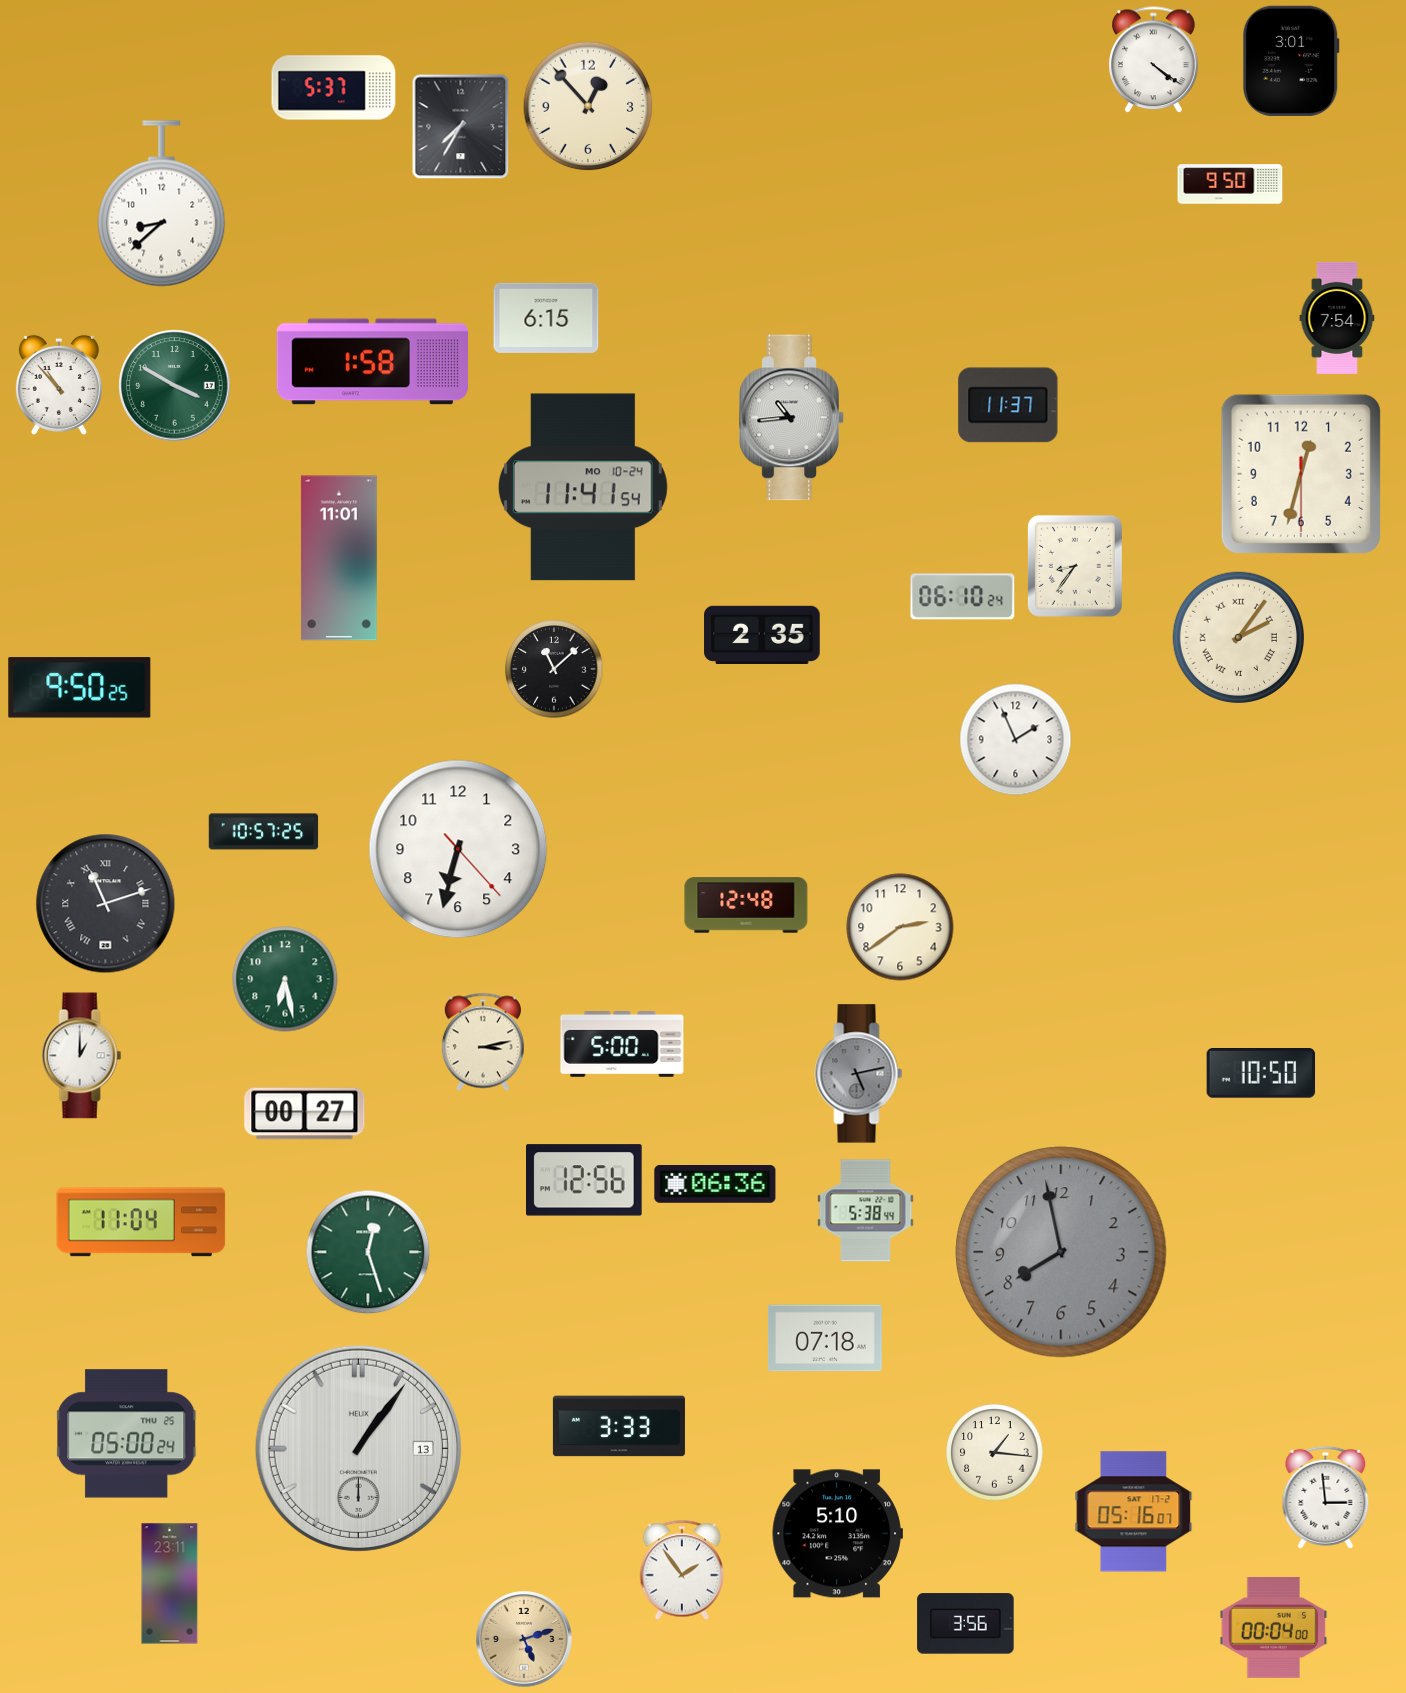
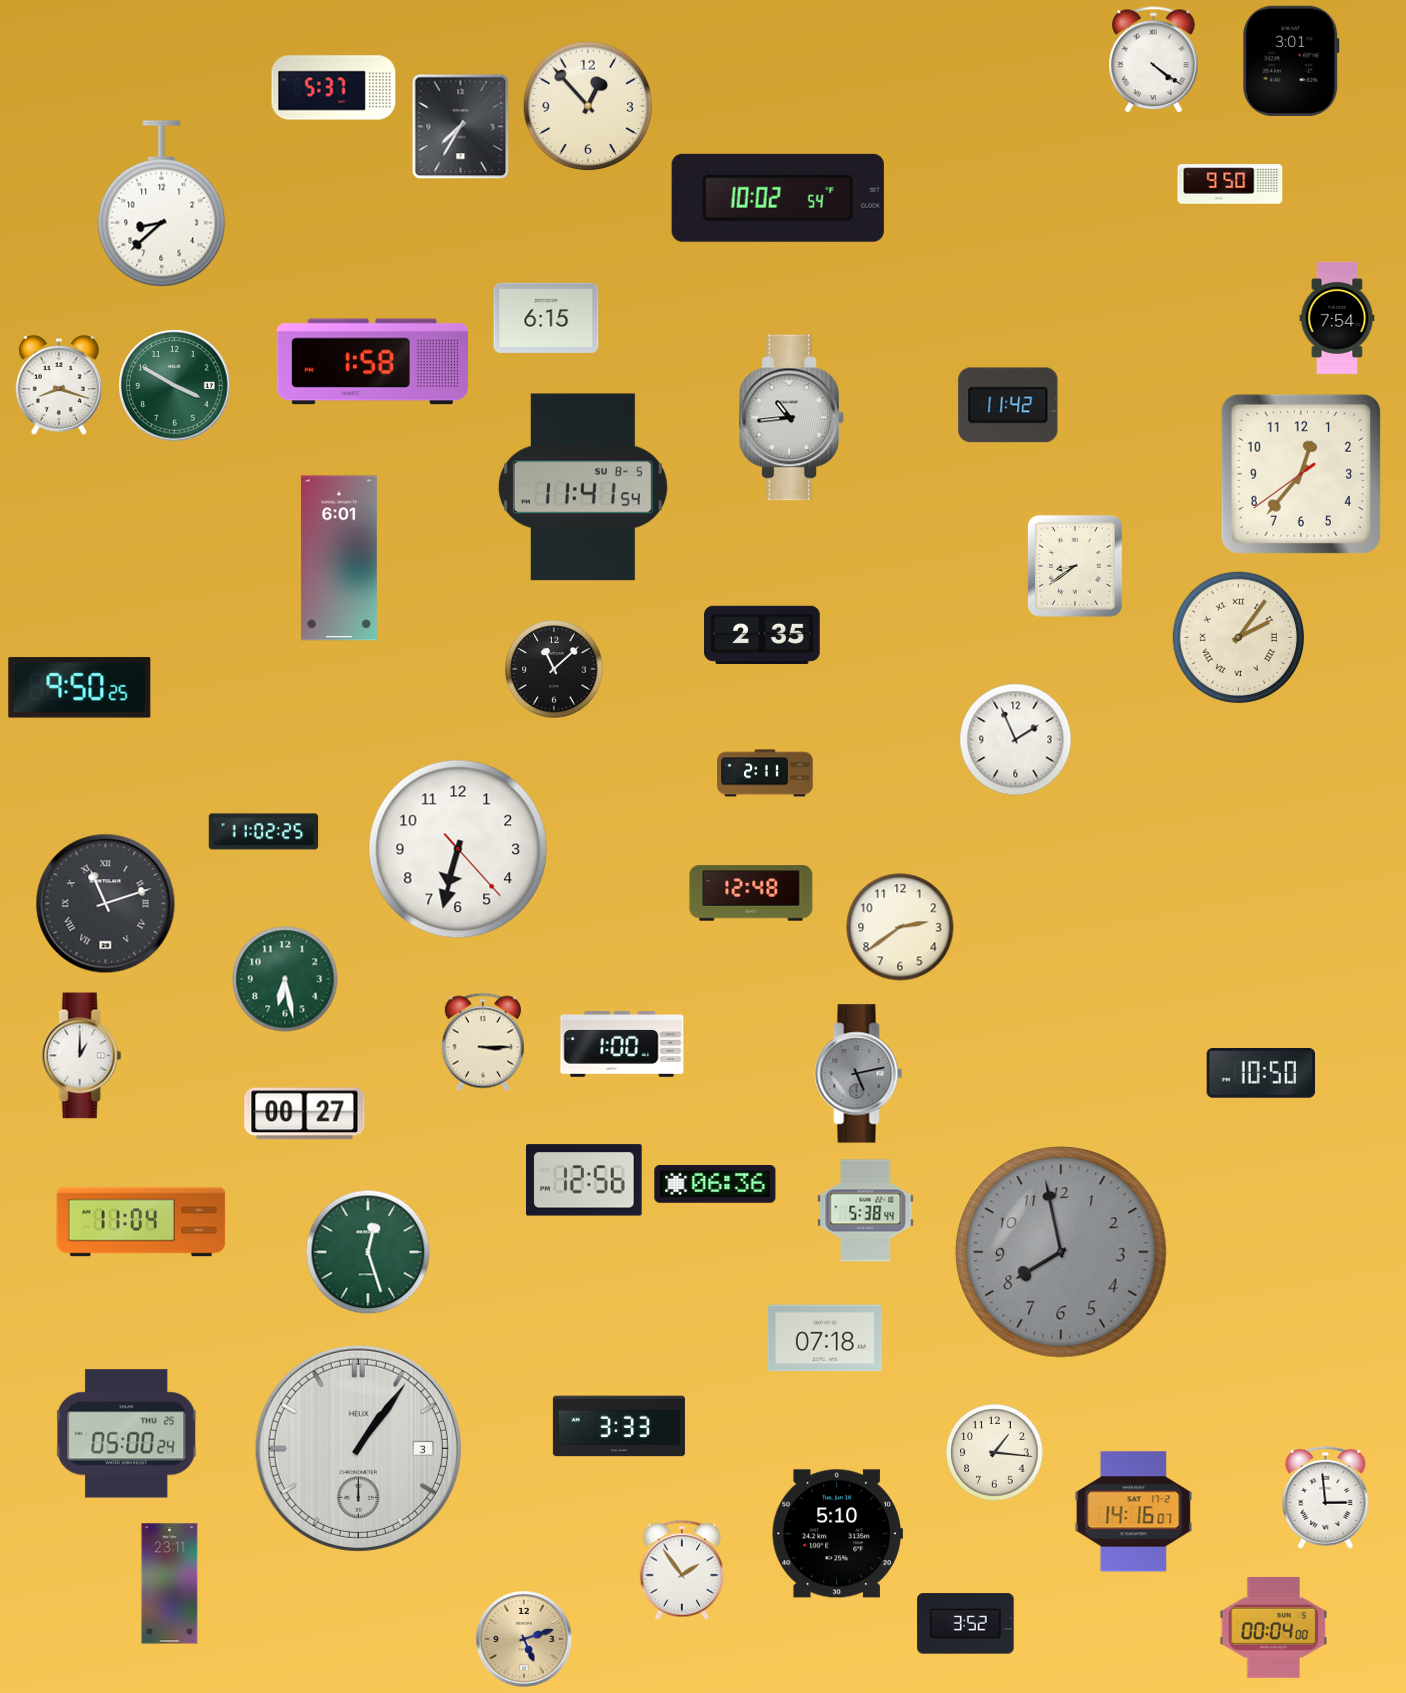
clock at (778, 198): none -> 10:02
clock at (59, 385): 10:53 -> 8:18
clock at (1008, 405): 11:37 -> 11:42
clock at (1301, 474): 12:32 -> 12:36
clock at (583, 487) date: MO 10-24 -> SU 8-5
clock at (339, 558): 11:01 -> 6:01
clock at (1075, 566): 8:36 -> 8:39
clock at (963, 597): 06:10 -> none
clock at (765, 773): none -> 2:11
clock at (264, 832): 10:57 -> 11:02
clock at (746, 905) position: (746, 905) -> (751, 893)
clock at (483, 1042): 3:13 -> 3:15
clock at (622, 1045): 5:00 -> 1:00
clock at (358, 1448) date: 13 -> 3
clock at (1134, 1512): 05:16 -> 14:16
clock at (966, 1624): 3:56 -> 3:52
